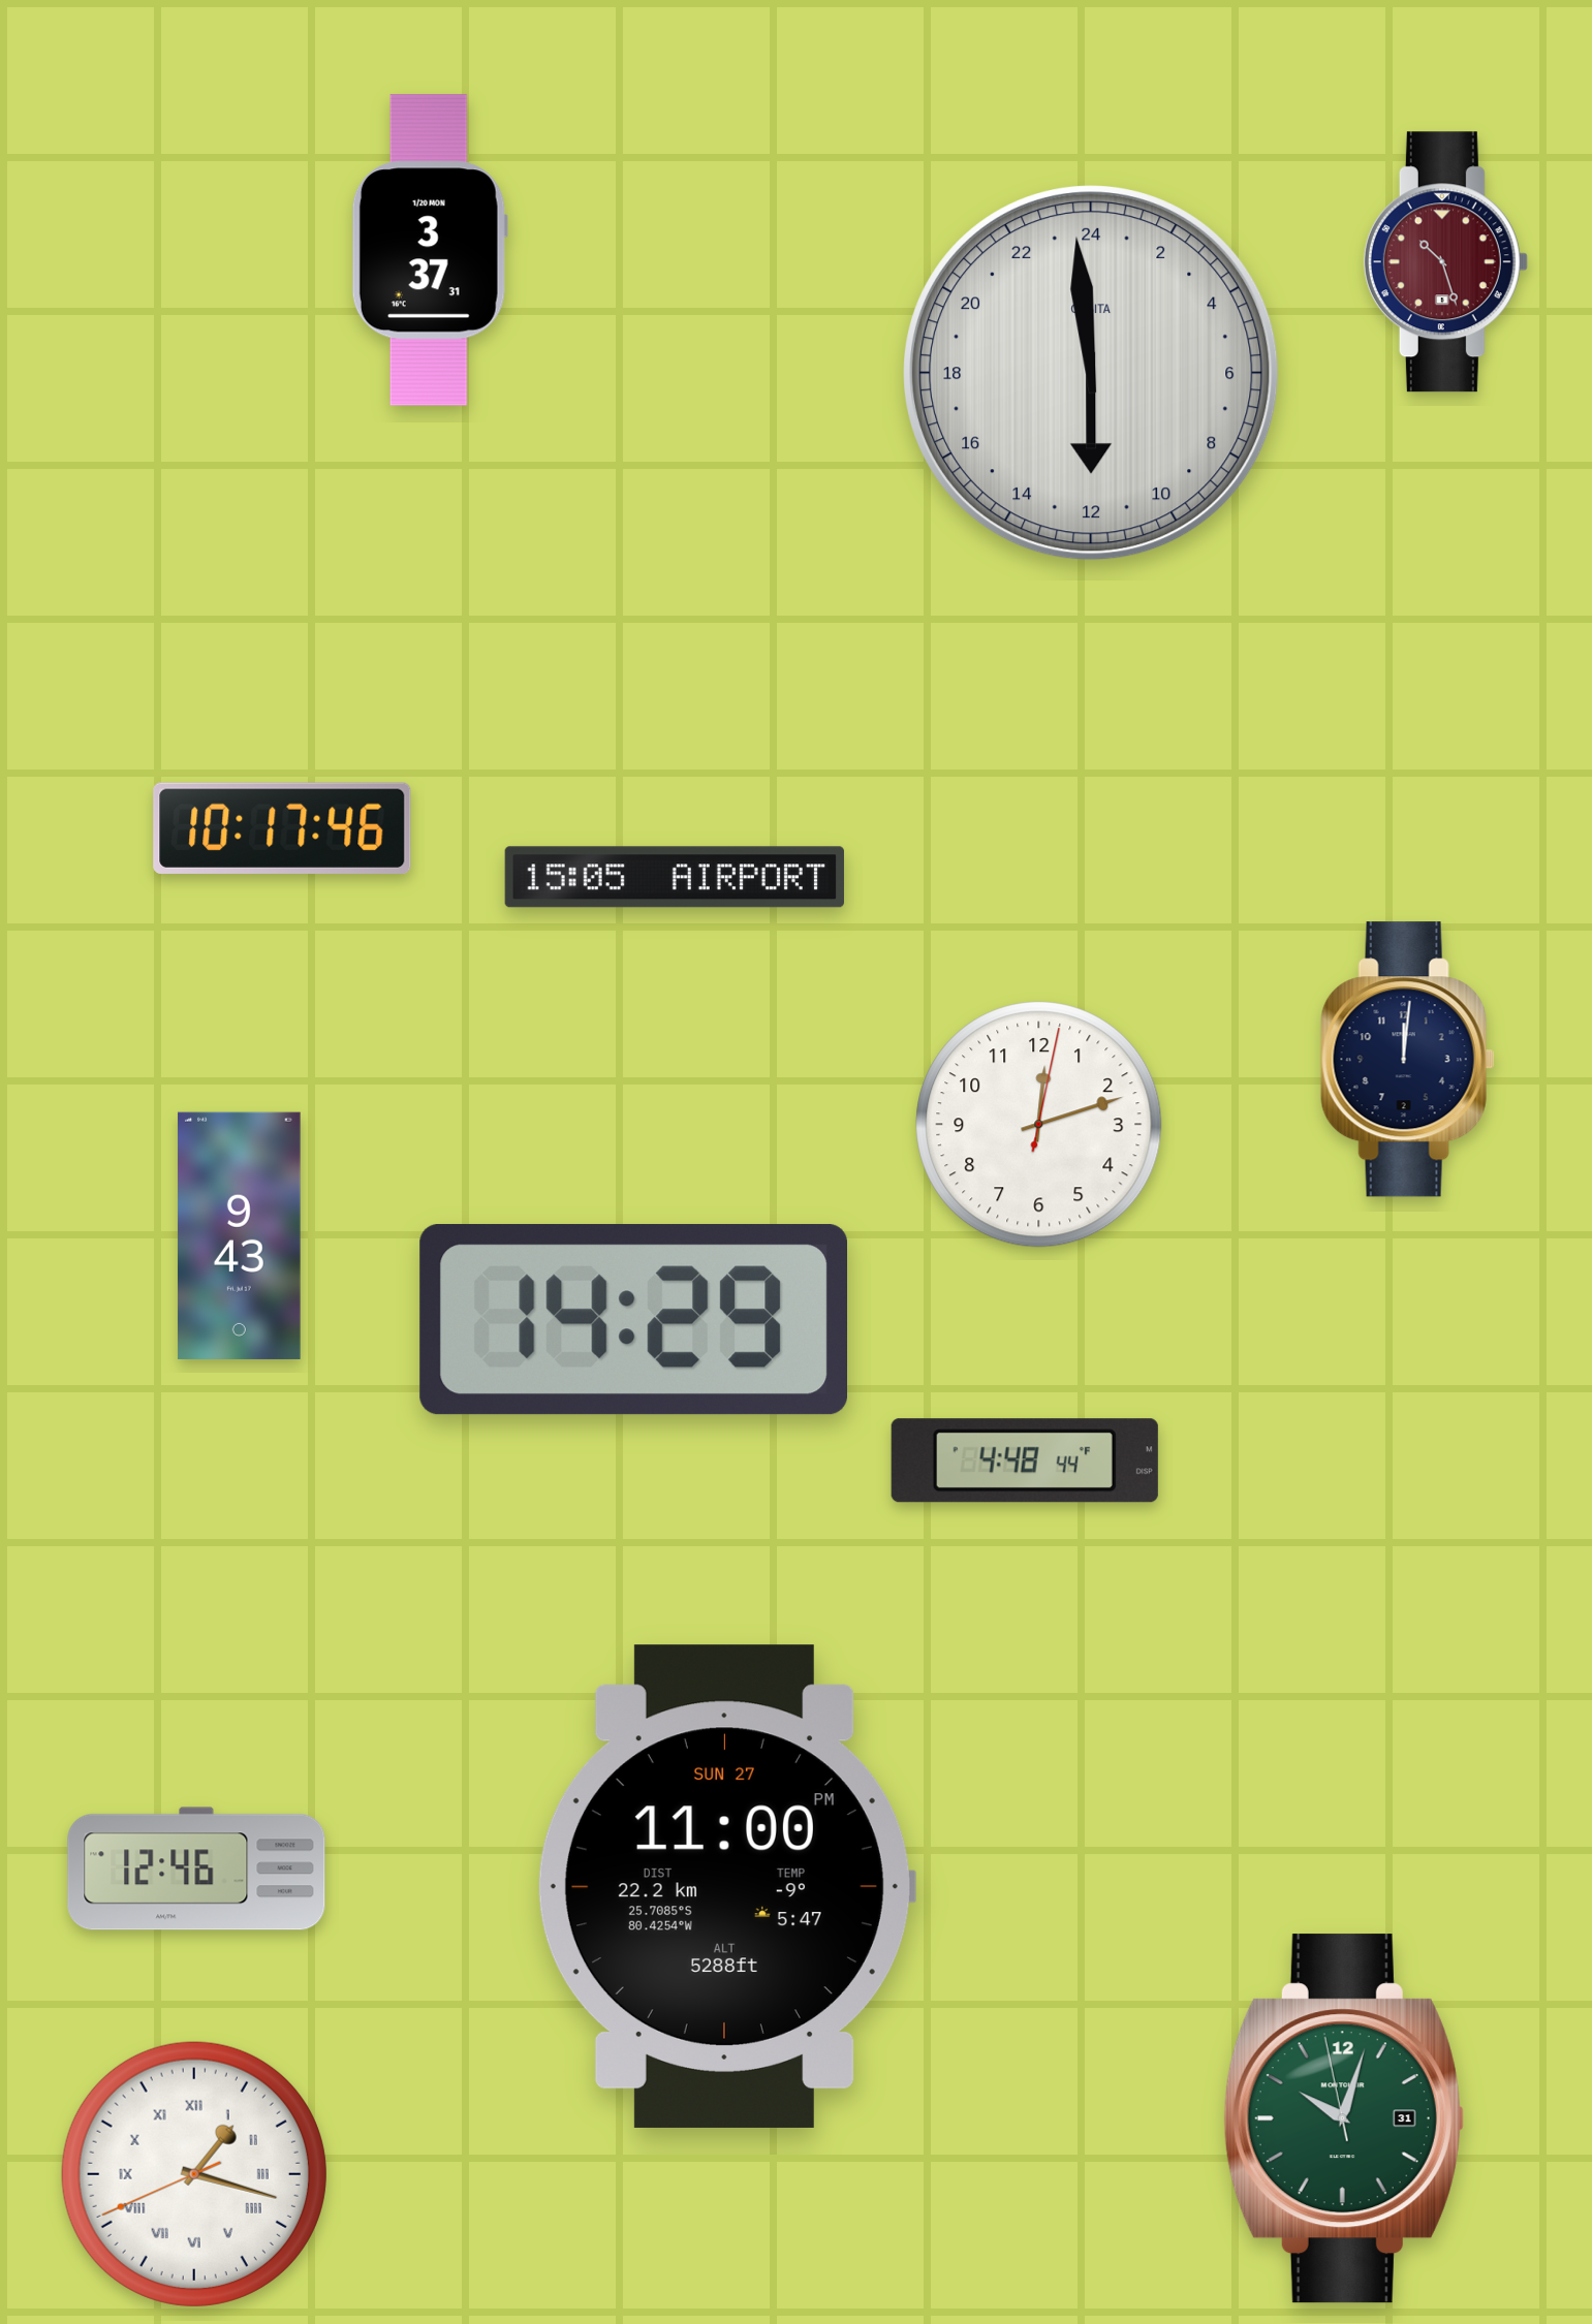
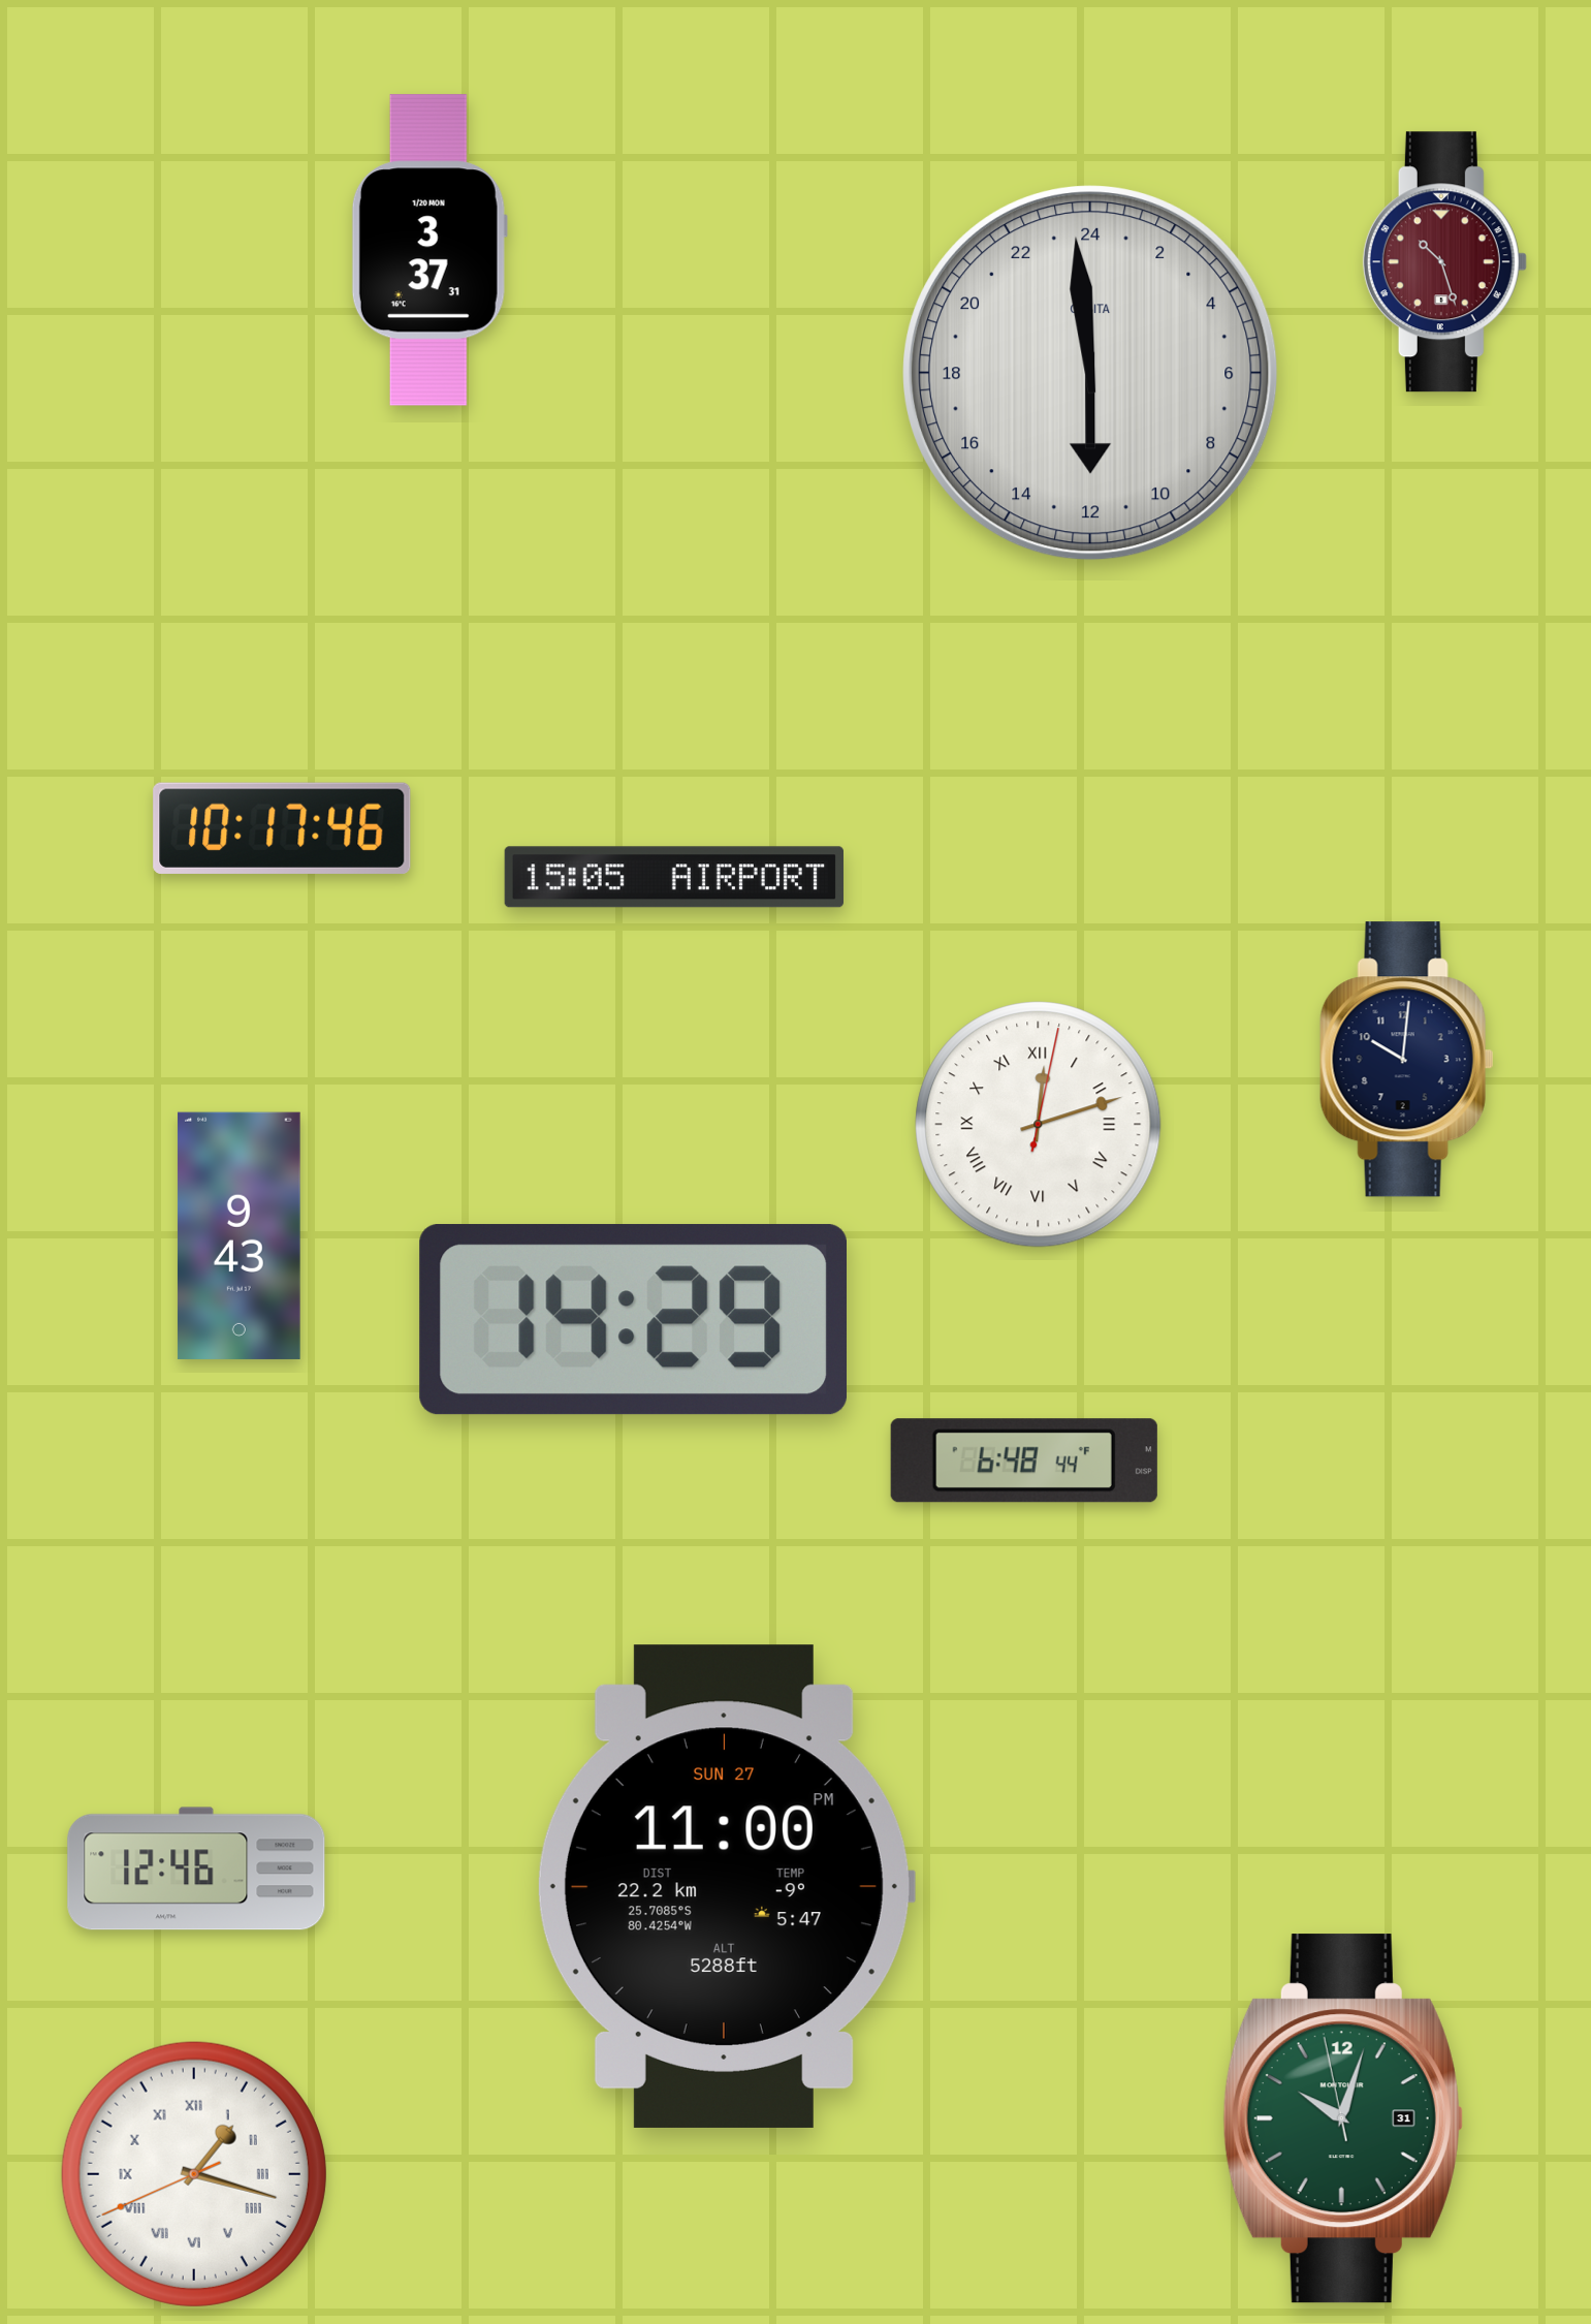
clock at (1407, 1060): 12:01 -> 10:01
clock at (1039, 1125) numerals: Arabic -> Roman
clock at (1025, 1461): 4:48 -> 6:48
